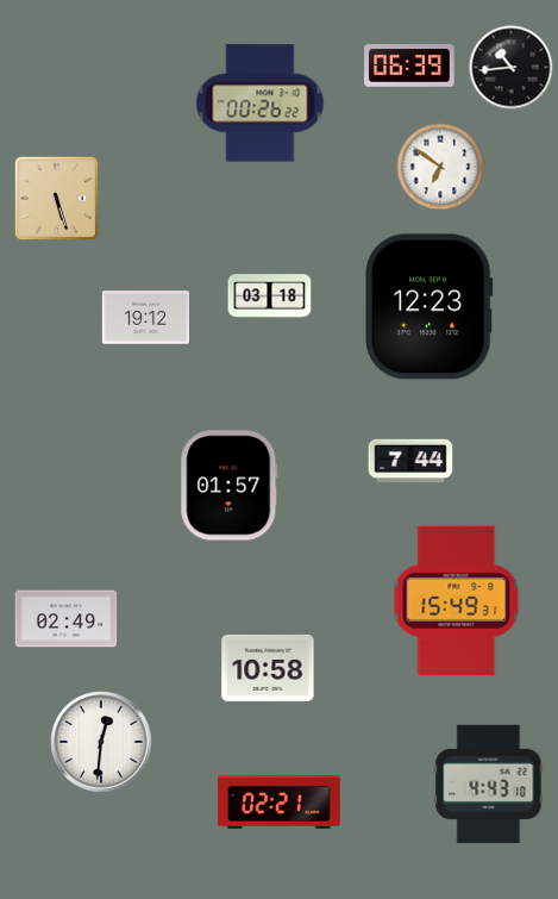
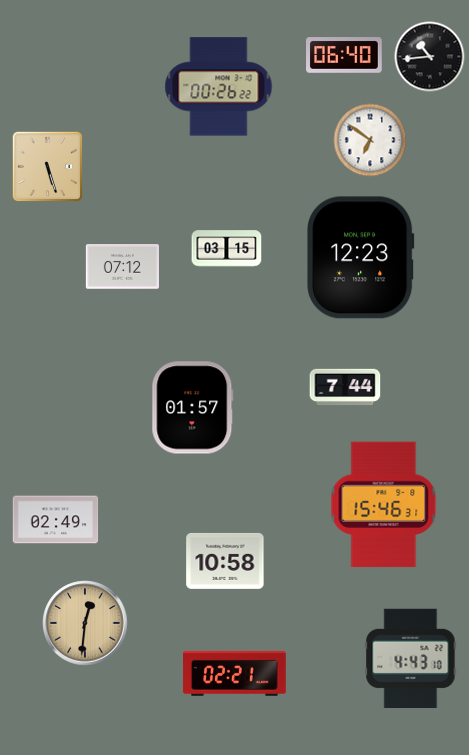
clock at (409, 65): 06:39 -> 06:40
clock at (270, 296): 03:18 -> 03:15
clock at (145, 318): 19:12 -> 07:12
clock at (457, 601): 15:49 -> 15:46
clock at (101, 742) dial: white -> champagne
